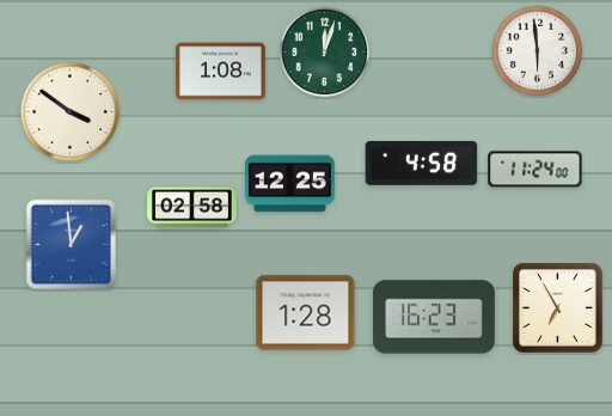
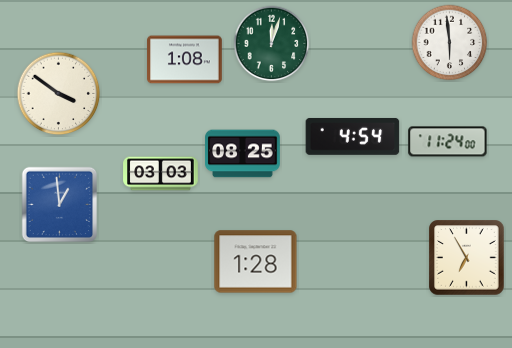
clock at (422, 164): 4:58 -> 4:54
clock at (290, 184): 12:25 -> 08:25
clock at (192, 208): 02:58 -> 03:03
clock at (434, 317): 16:23 -> none
